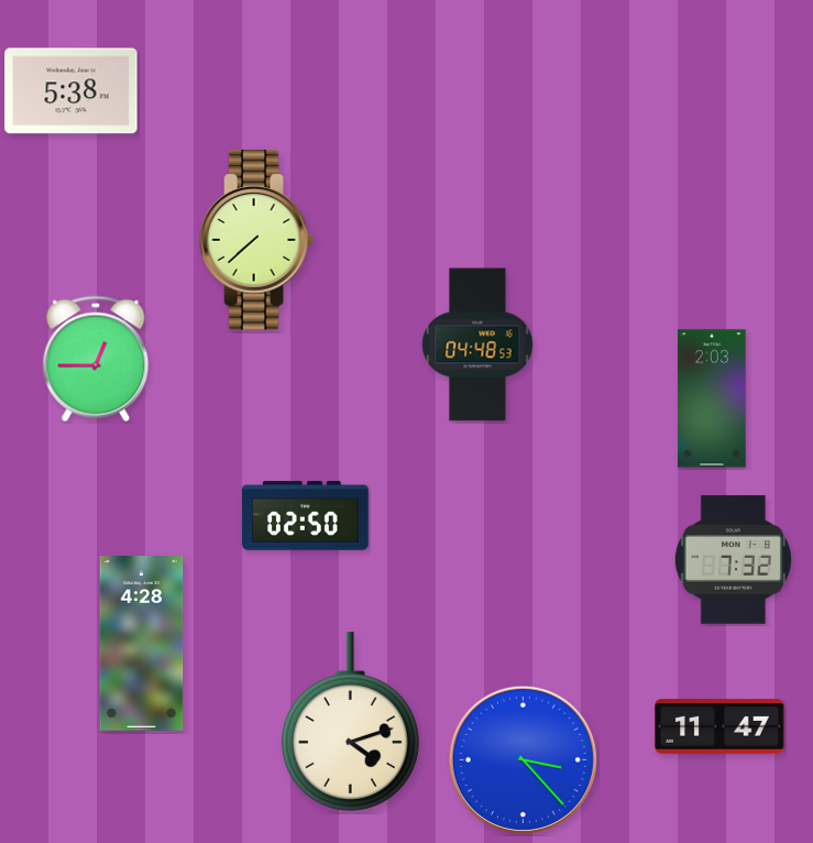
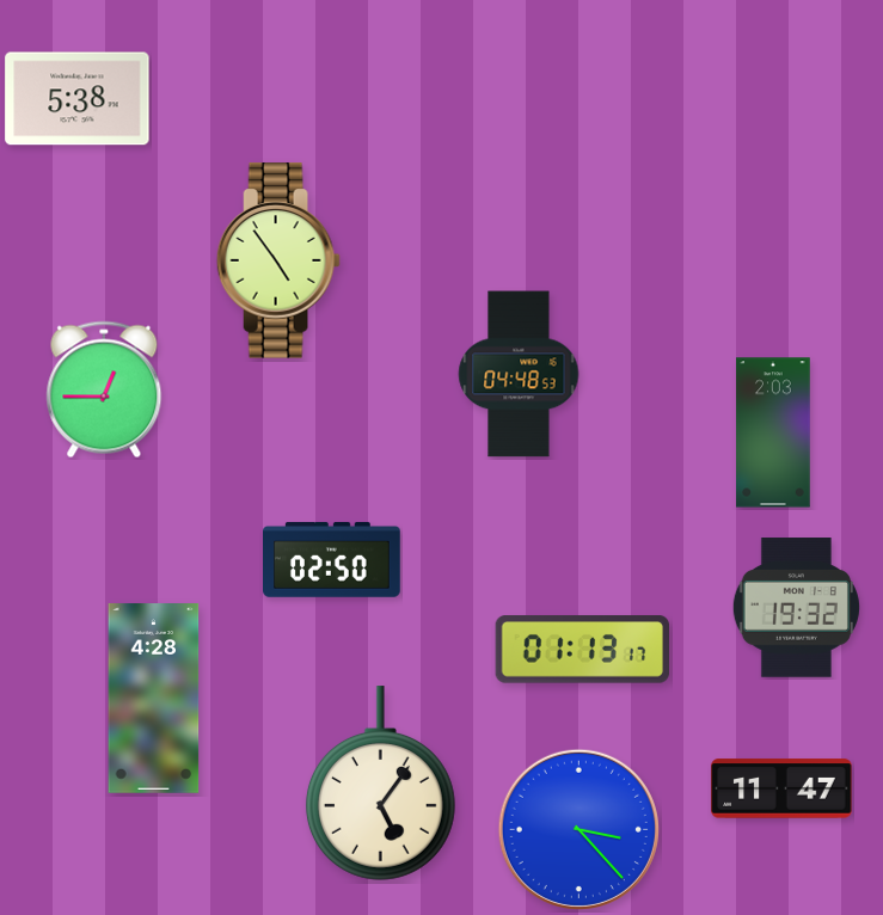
clock at (256, 240): 7:38 -> 4:54
clock at (733, 560): 7:32 -> 19:32
clock at (583, 650): none -> 01:13
clock at (350, 722): 4:12 -> 5:06
clock at (523, 759) position: (523, 759) -> (578, 829)
